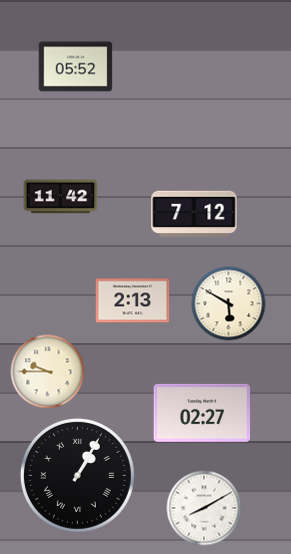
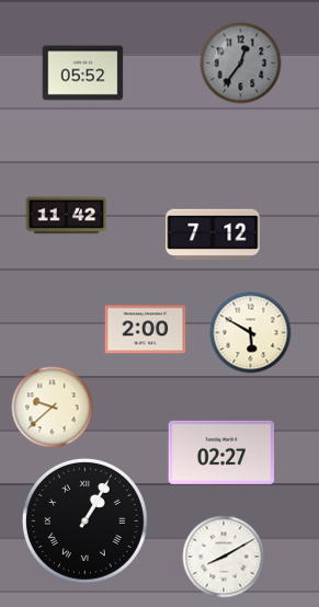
clock at (241, 64): none -> 12:36
clock at (133, 301): 2:13 -> 2:00
clock at (48, 372): 9:45 -> 9:38
